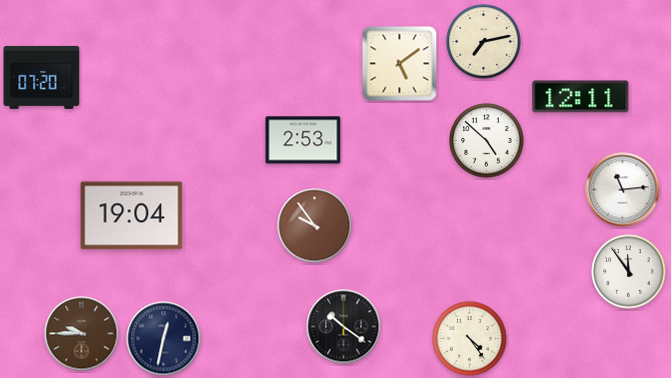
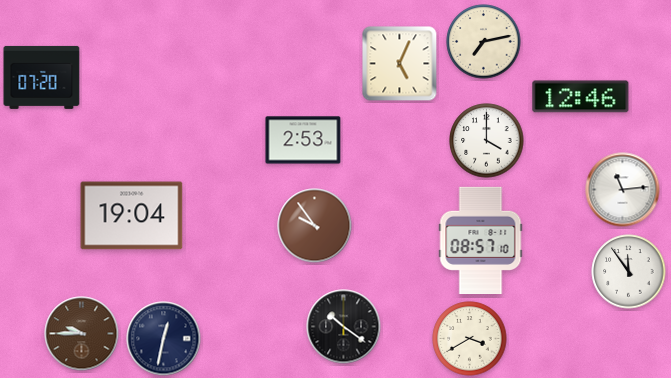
clock at (400, 64): 5:09 -> 5:04
clock at (581, 97): 12:11 -> 12:46
clock at (487, 141): 4:52 -> 4:00
clock at (481, 240): none -> 08:57
clock at (470, 339): 4:24 -> 3:40
